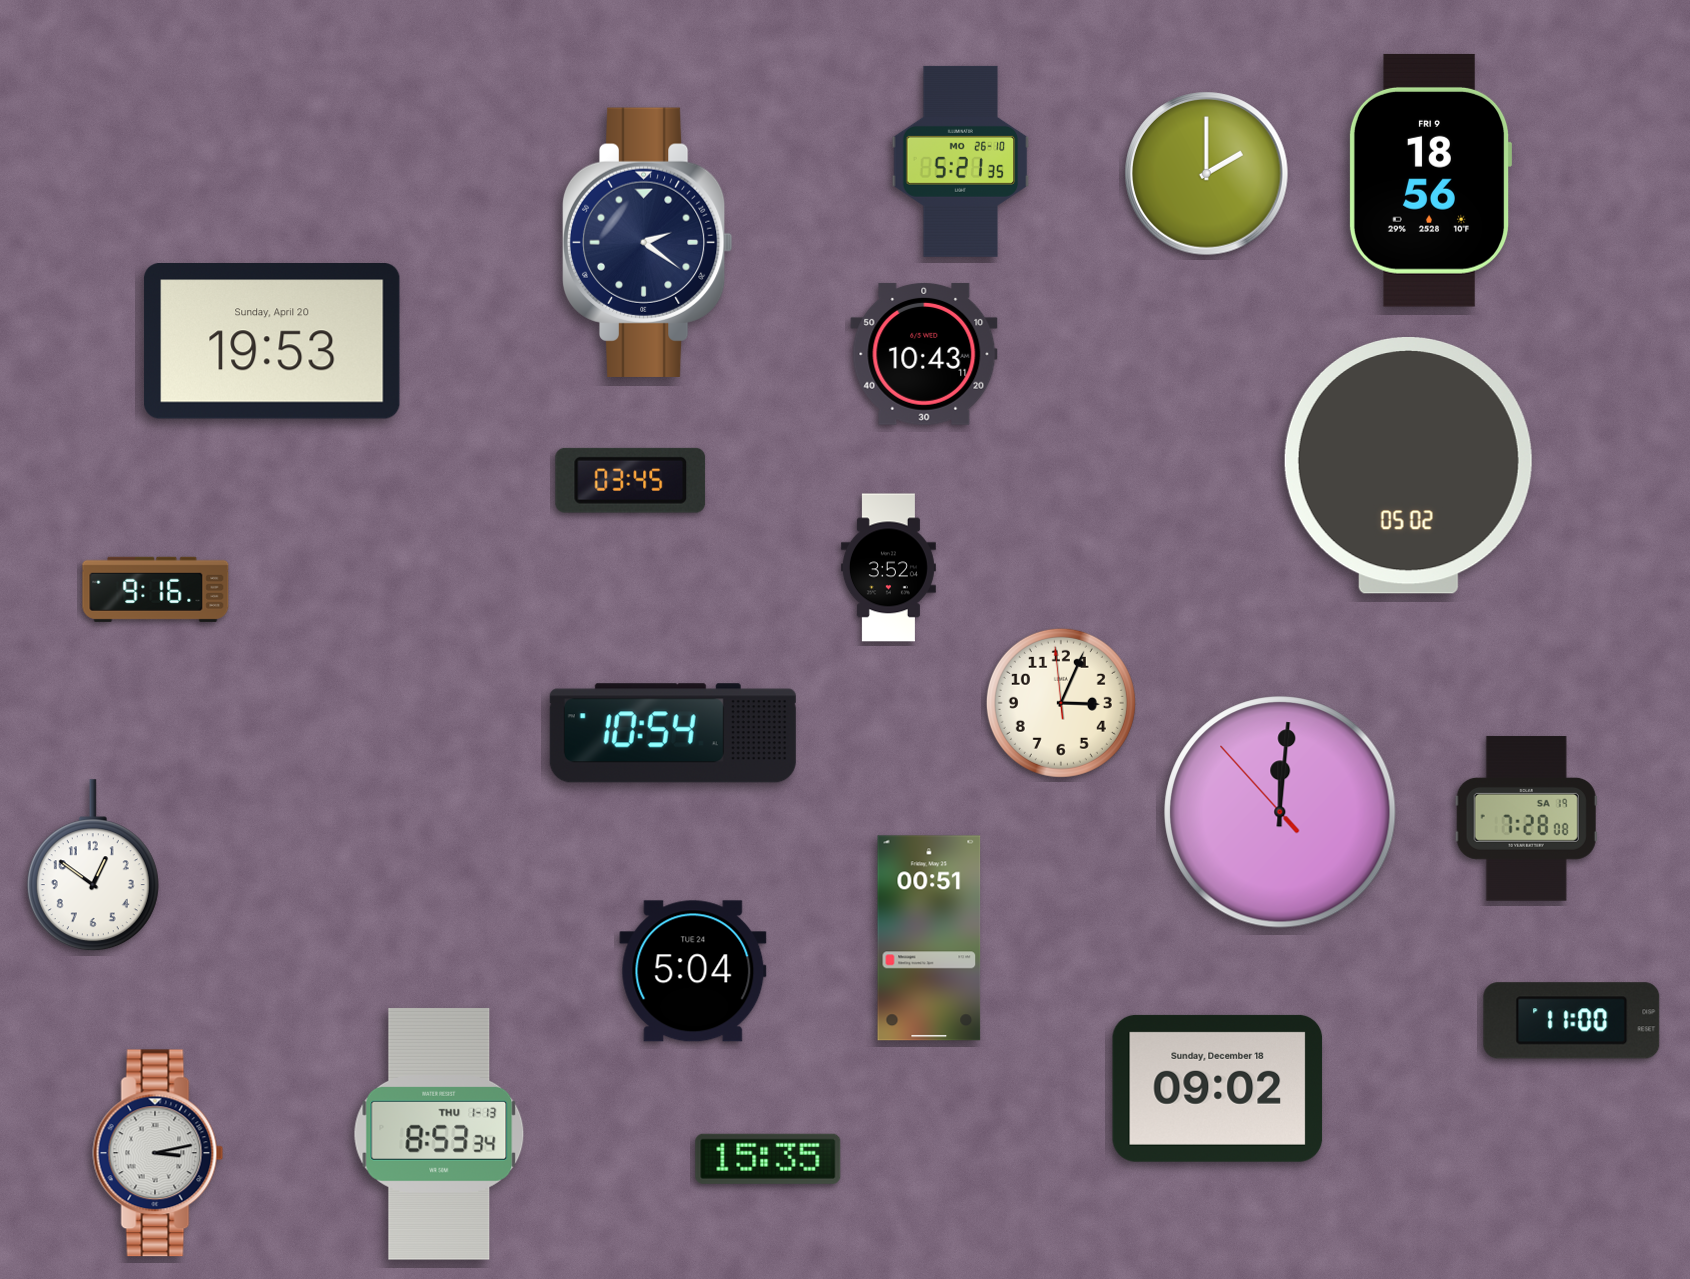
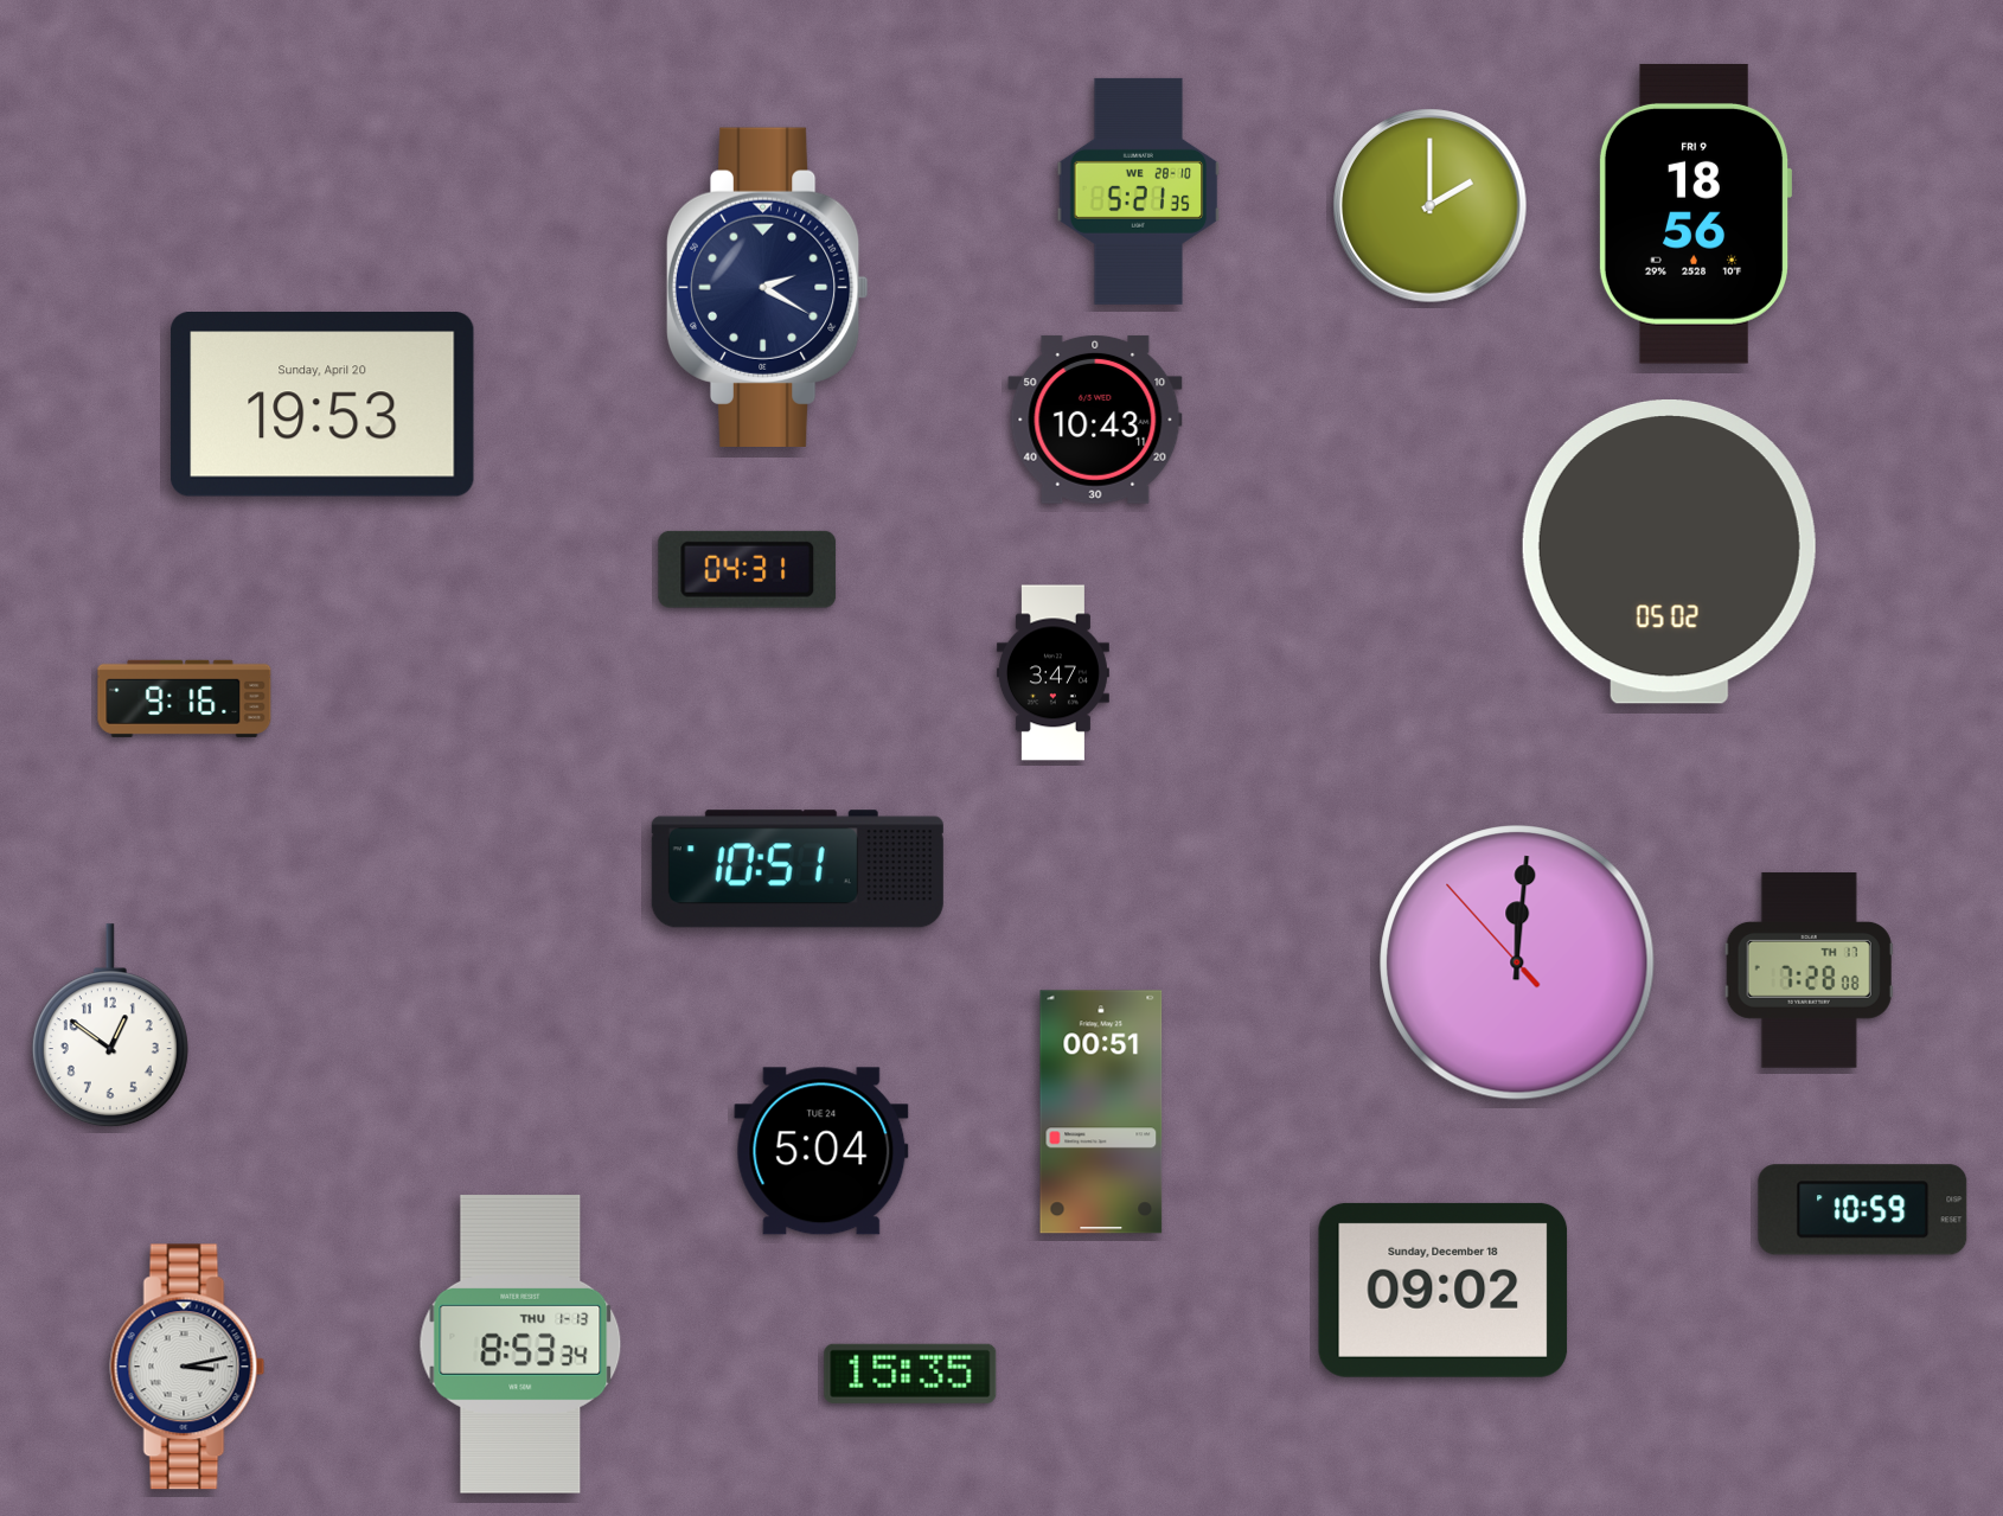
clock at (961, 161) date: MO 26-10 -> WE 28-10
clock at (647, 242): 2:21 -> 2:20
clock at (631, 480): 03:45 -> 04:31
clock at (888, 568): 3:52 -> 3:47
clock at (1061, 703): 3:03 -> none
clock at (673, 733): 10:54 -> 10:51
clock at (1526, 819) date: SA 19 -> TH 17
clock at (1572, 1021): 11:00 -> 10:59
